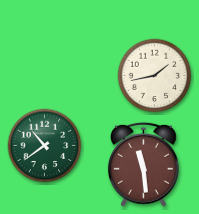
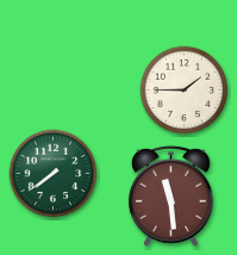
clock at (155, 76): 1:43 -> 1:45
clock at (45, 146): 10:39 -> 7:39
